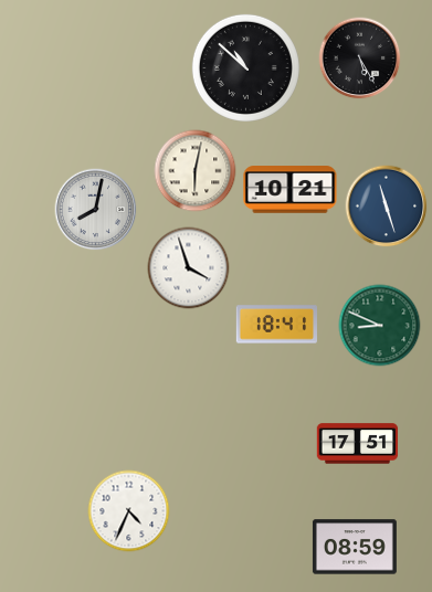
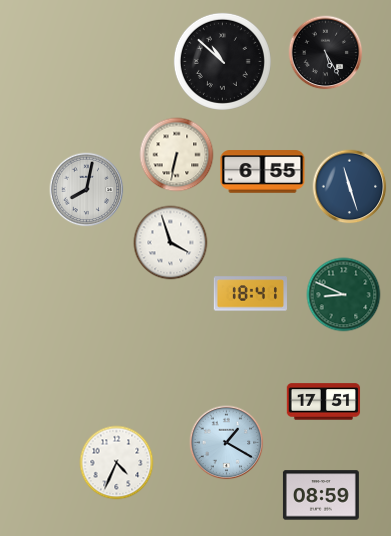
clock at (196, 171): 6:02 -> 6:32
clock at (291, 190): 10:21 -> 6:55
clock at (227, 443): none -> 1:20
